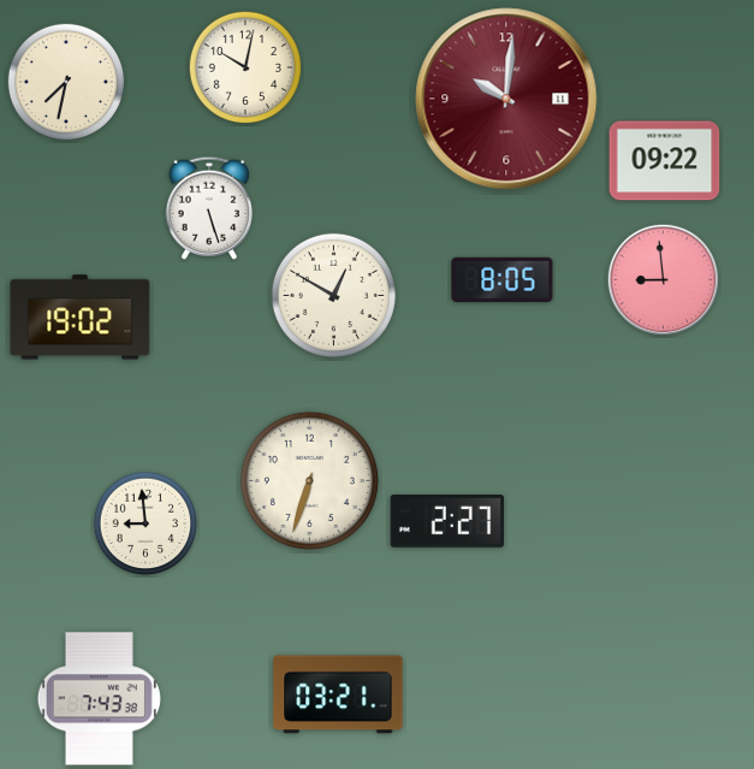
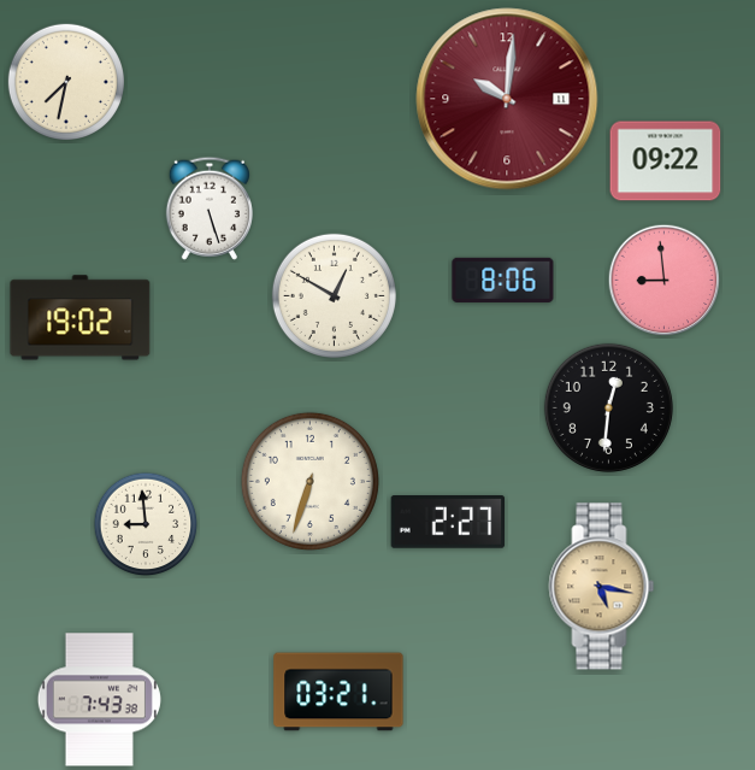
clock at (244, 66): 10:02 -> none
clock at (503, 279): 8:05 -> 8:06
clock at (608, 407): none -> 12:31
clock at (602, 587): none -> 5:17
clock at (338, 694) position: (338, 694) -> (338, 692)
